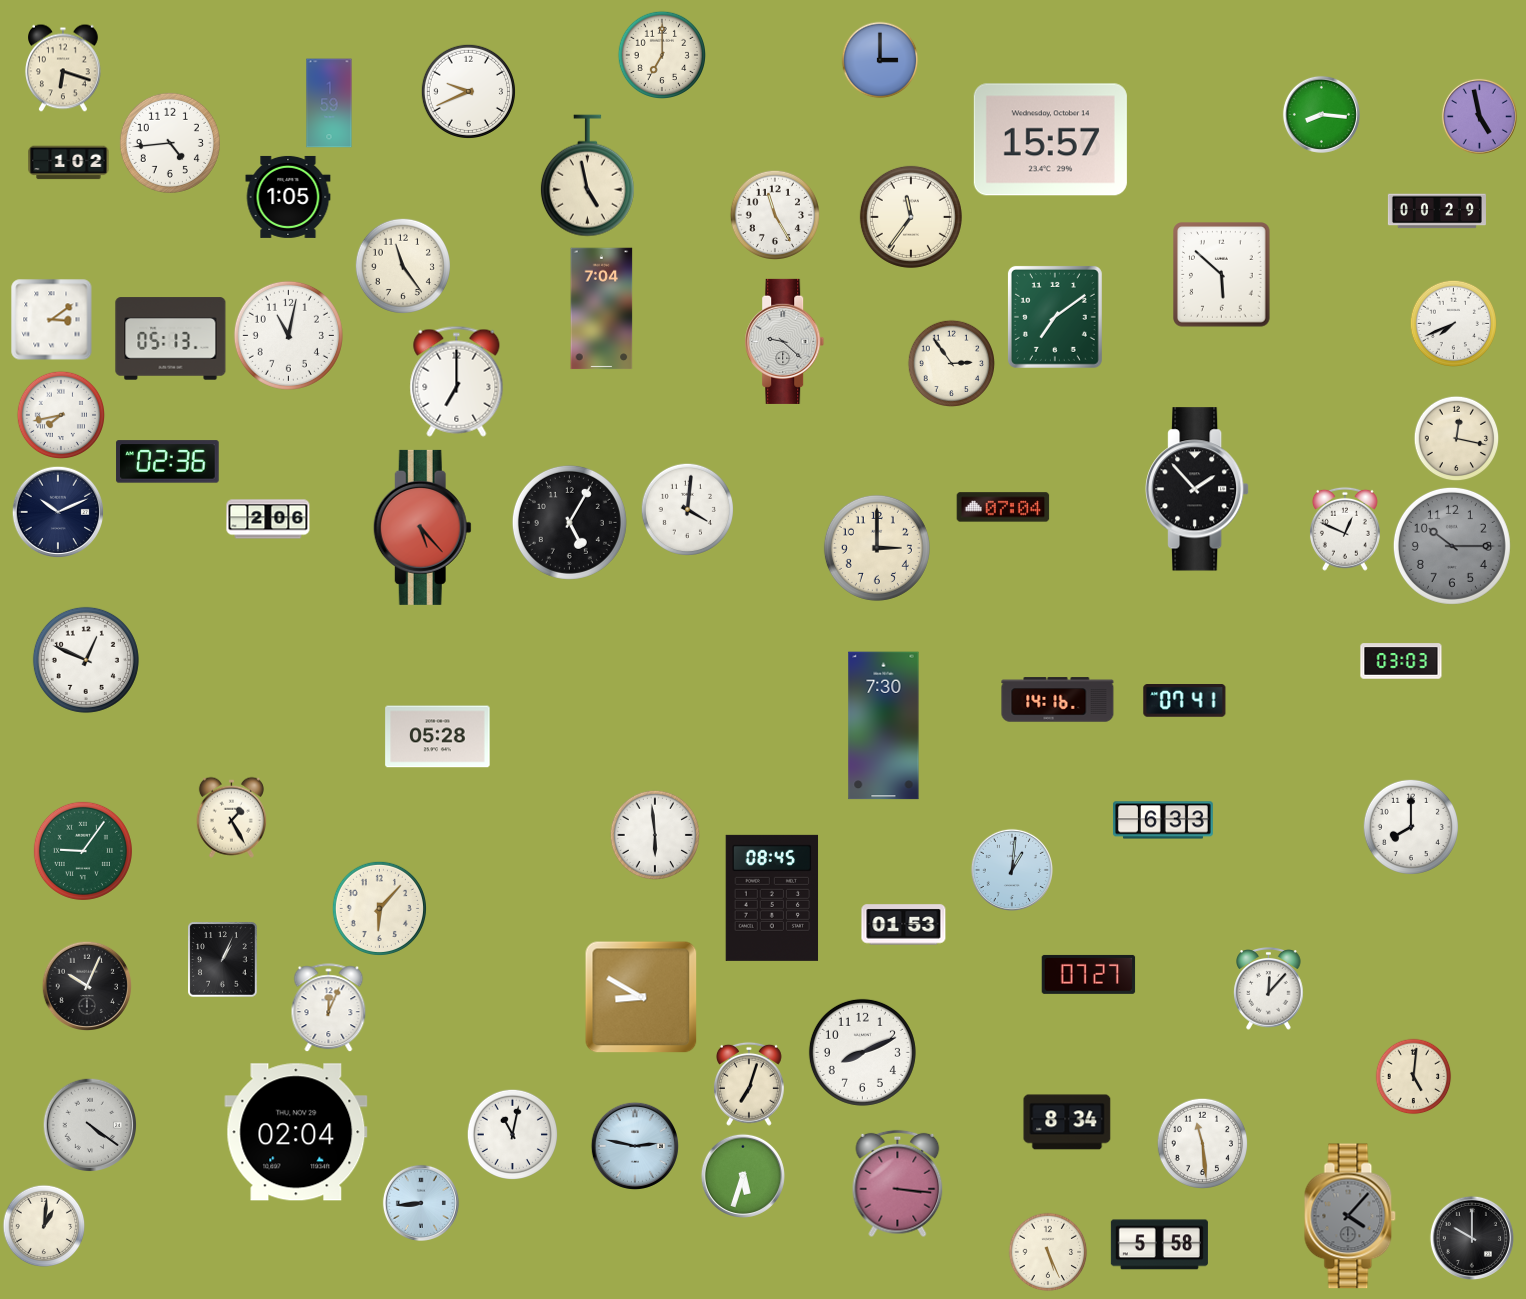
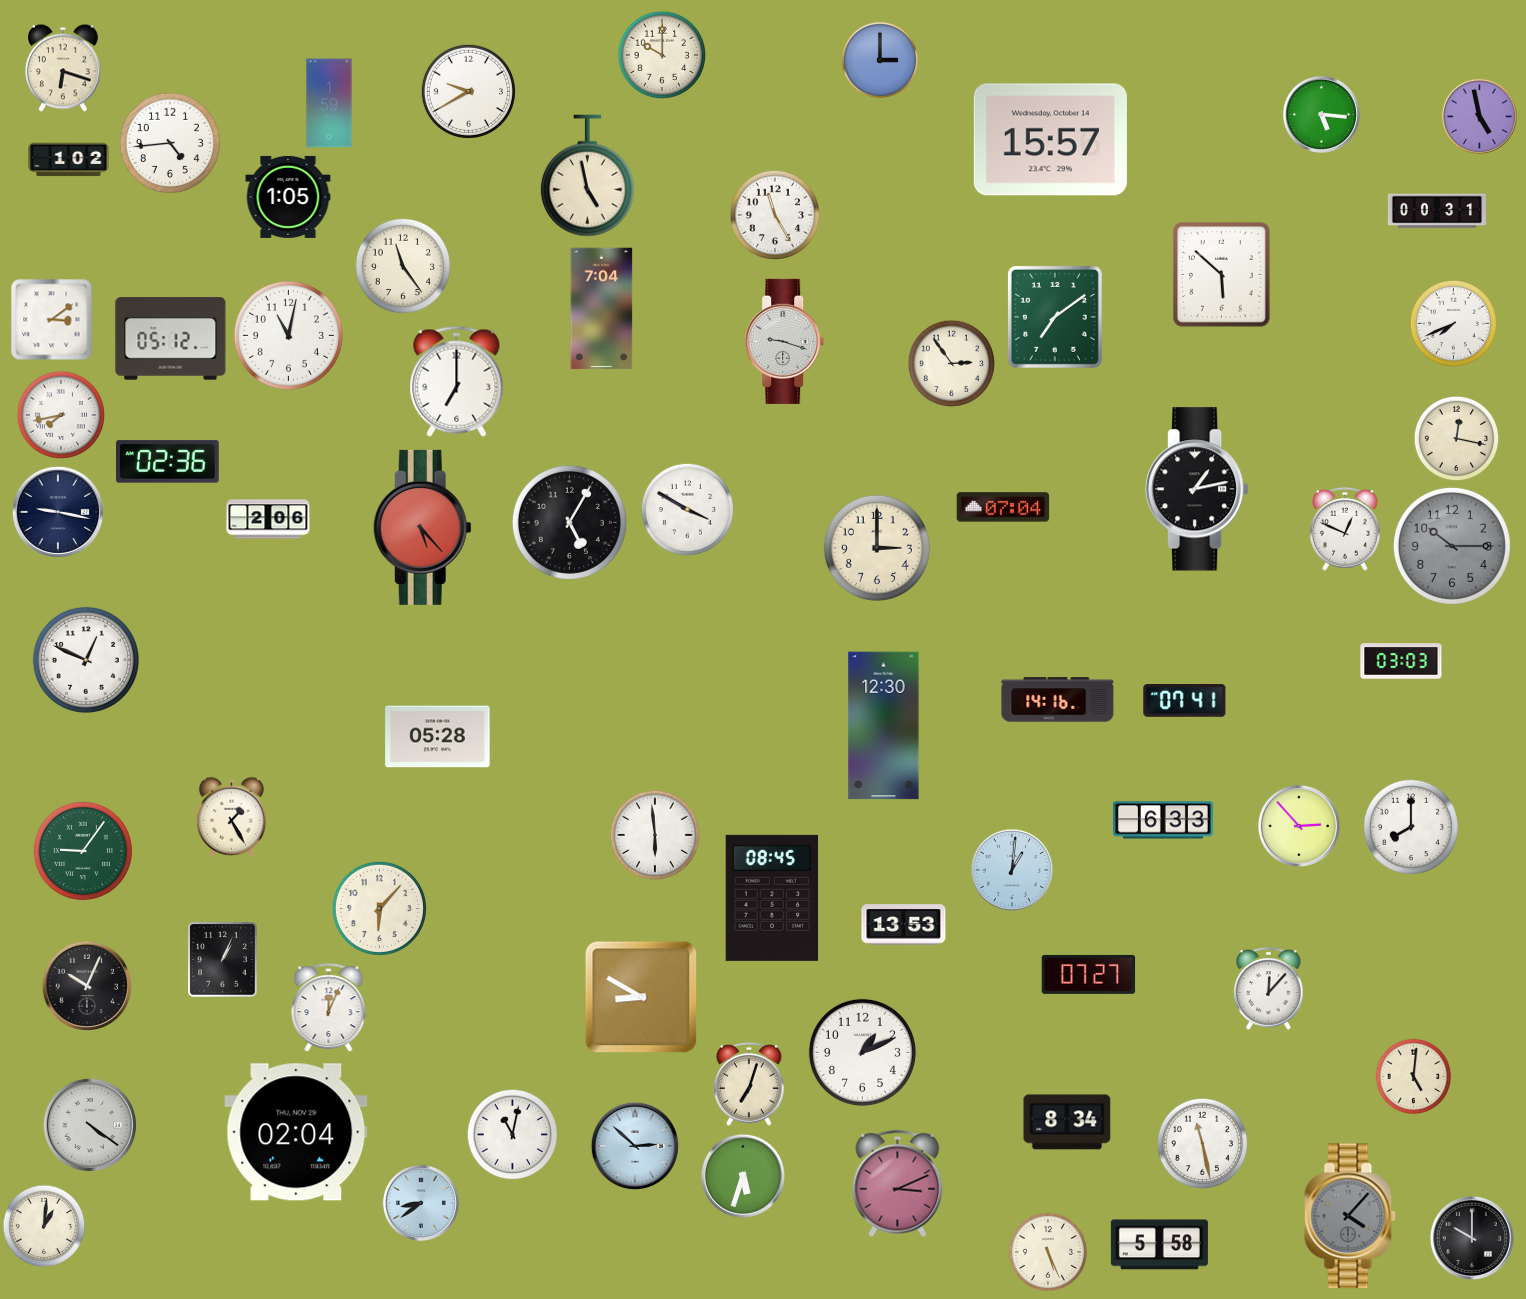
clock at (661, 54): 7:00 -> 10:00
clock at (468, 91): 9:41 -> 9:40
clock at (1321, 114): 8:16 -> 5:16
clock at (69, 163) position: (69, 163) -> (69, 160)
clock at (1437, 211): 00:29 -> 00:31
clock at (911, 217): 11:36 -> none
clock at (171, 339): 05:13 -> 05:12
clock at (785, 341): 9:22 -> 9:18
clock at (1198, 489): 1:53 -> 1:13
clock at (687, 509): 4:01 -> 3:50
clock at (57, 511): 10:11 -> 9:17
clock at (884, 726): 7:30 -> 12:30
clock at (1299, 826): none -> 2:53
clock at (904, 925): 01:53 -> 13:53
clock at (862, 1052): 8:11 -> 1:11
clock at (1202, 1143): 11:29 -> 11:28
clock at (634, 1145): 2:47 -> 2:52
clock at (898, 1184): 3:16 -> 3:11
clock at (421, 1203): 8:44 -> 8:39
